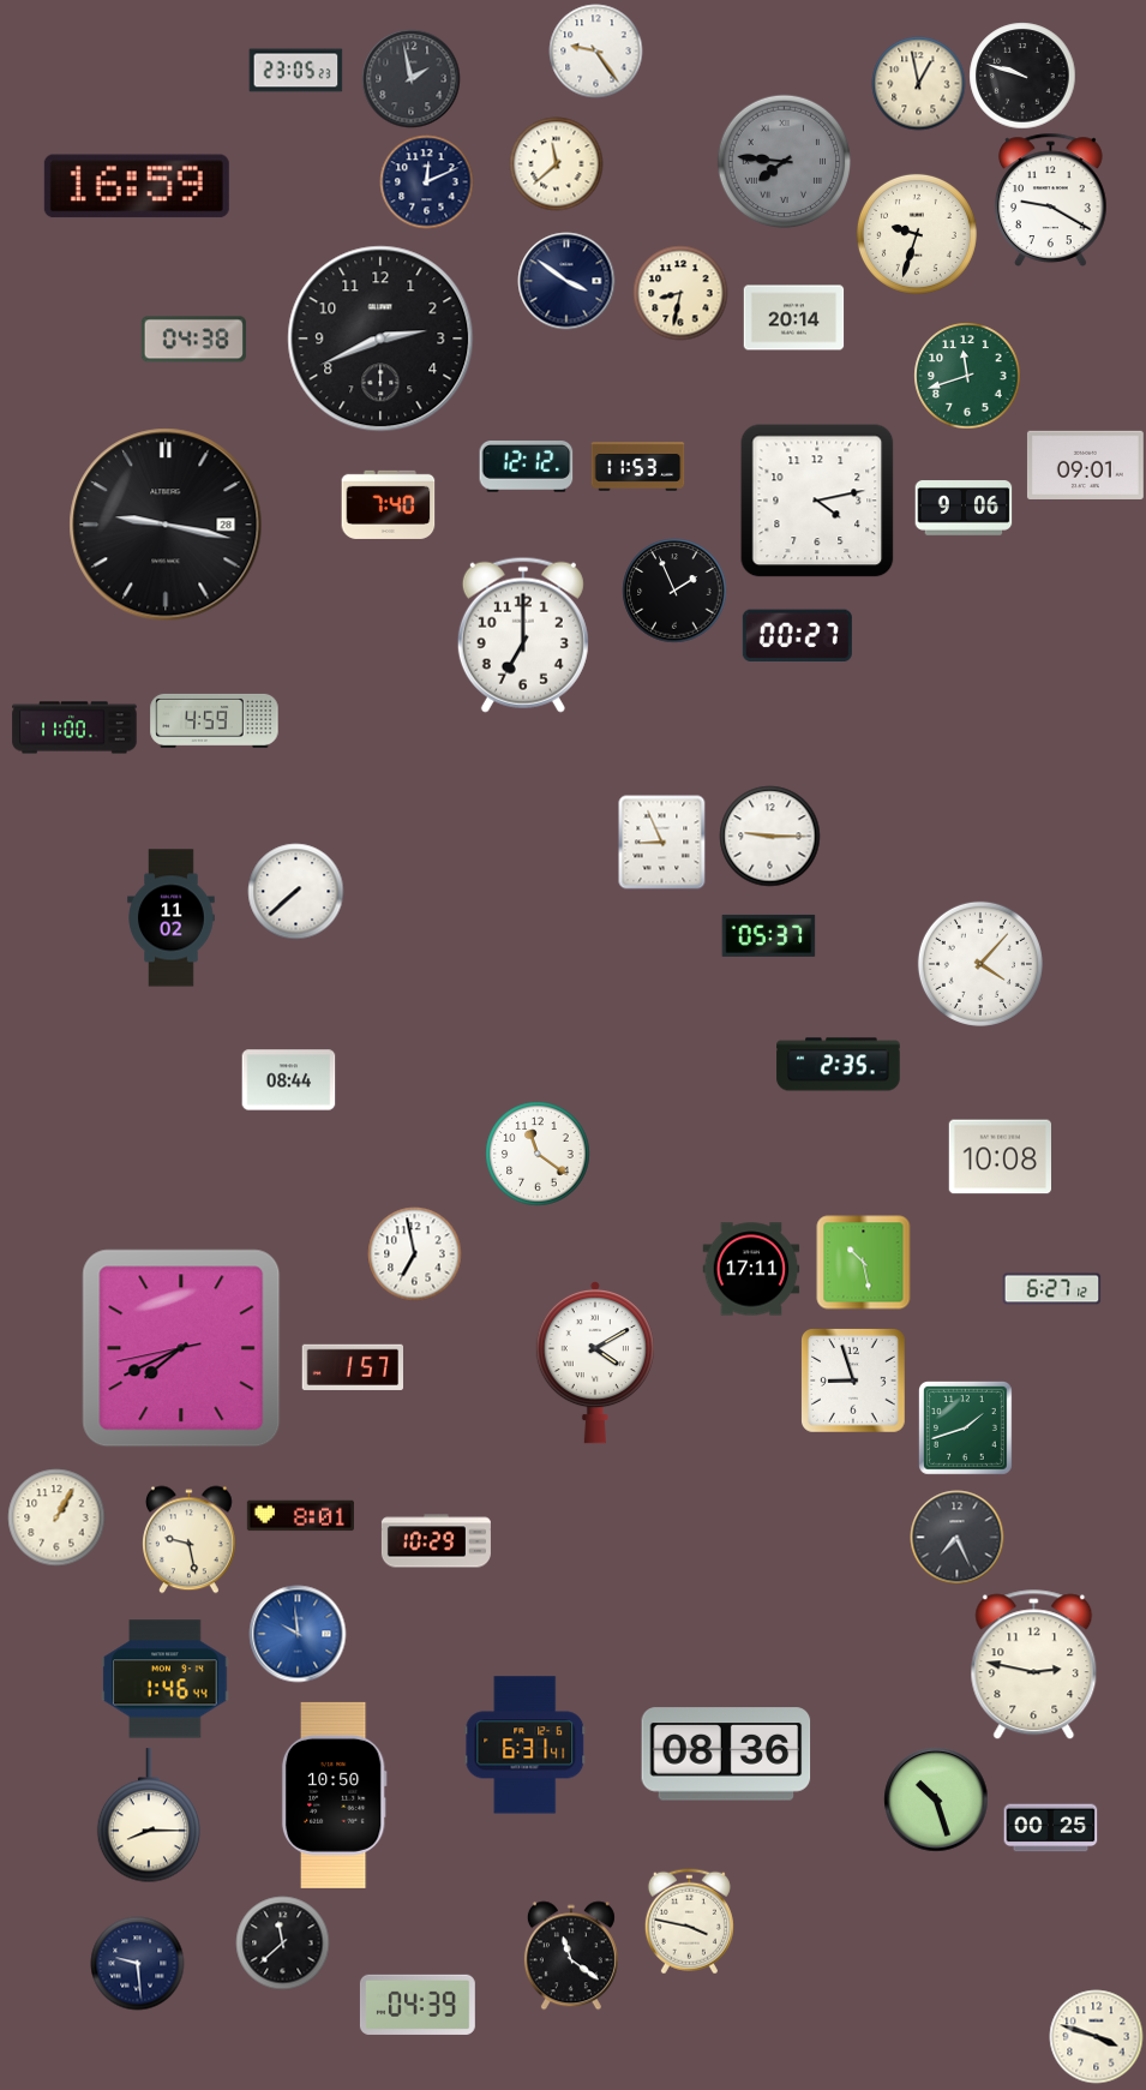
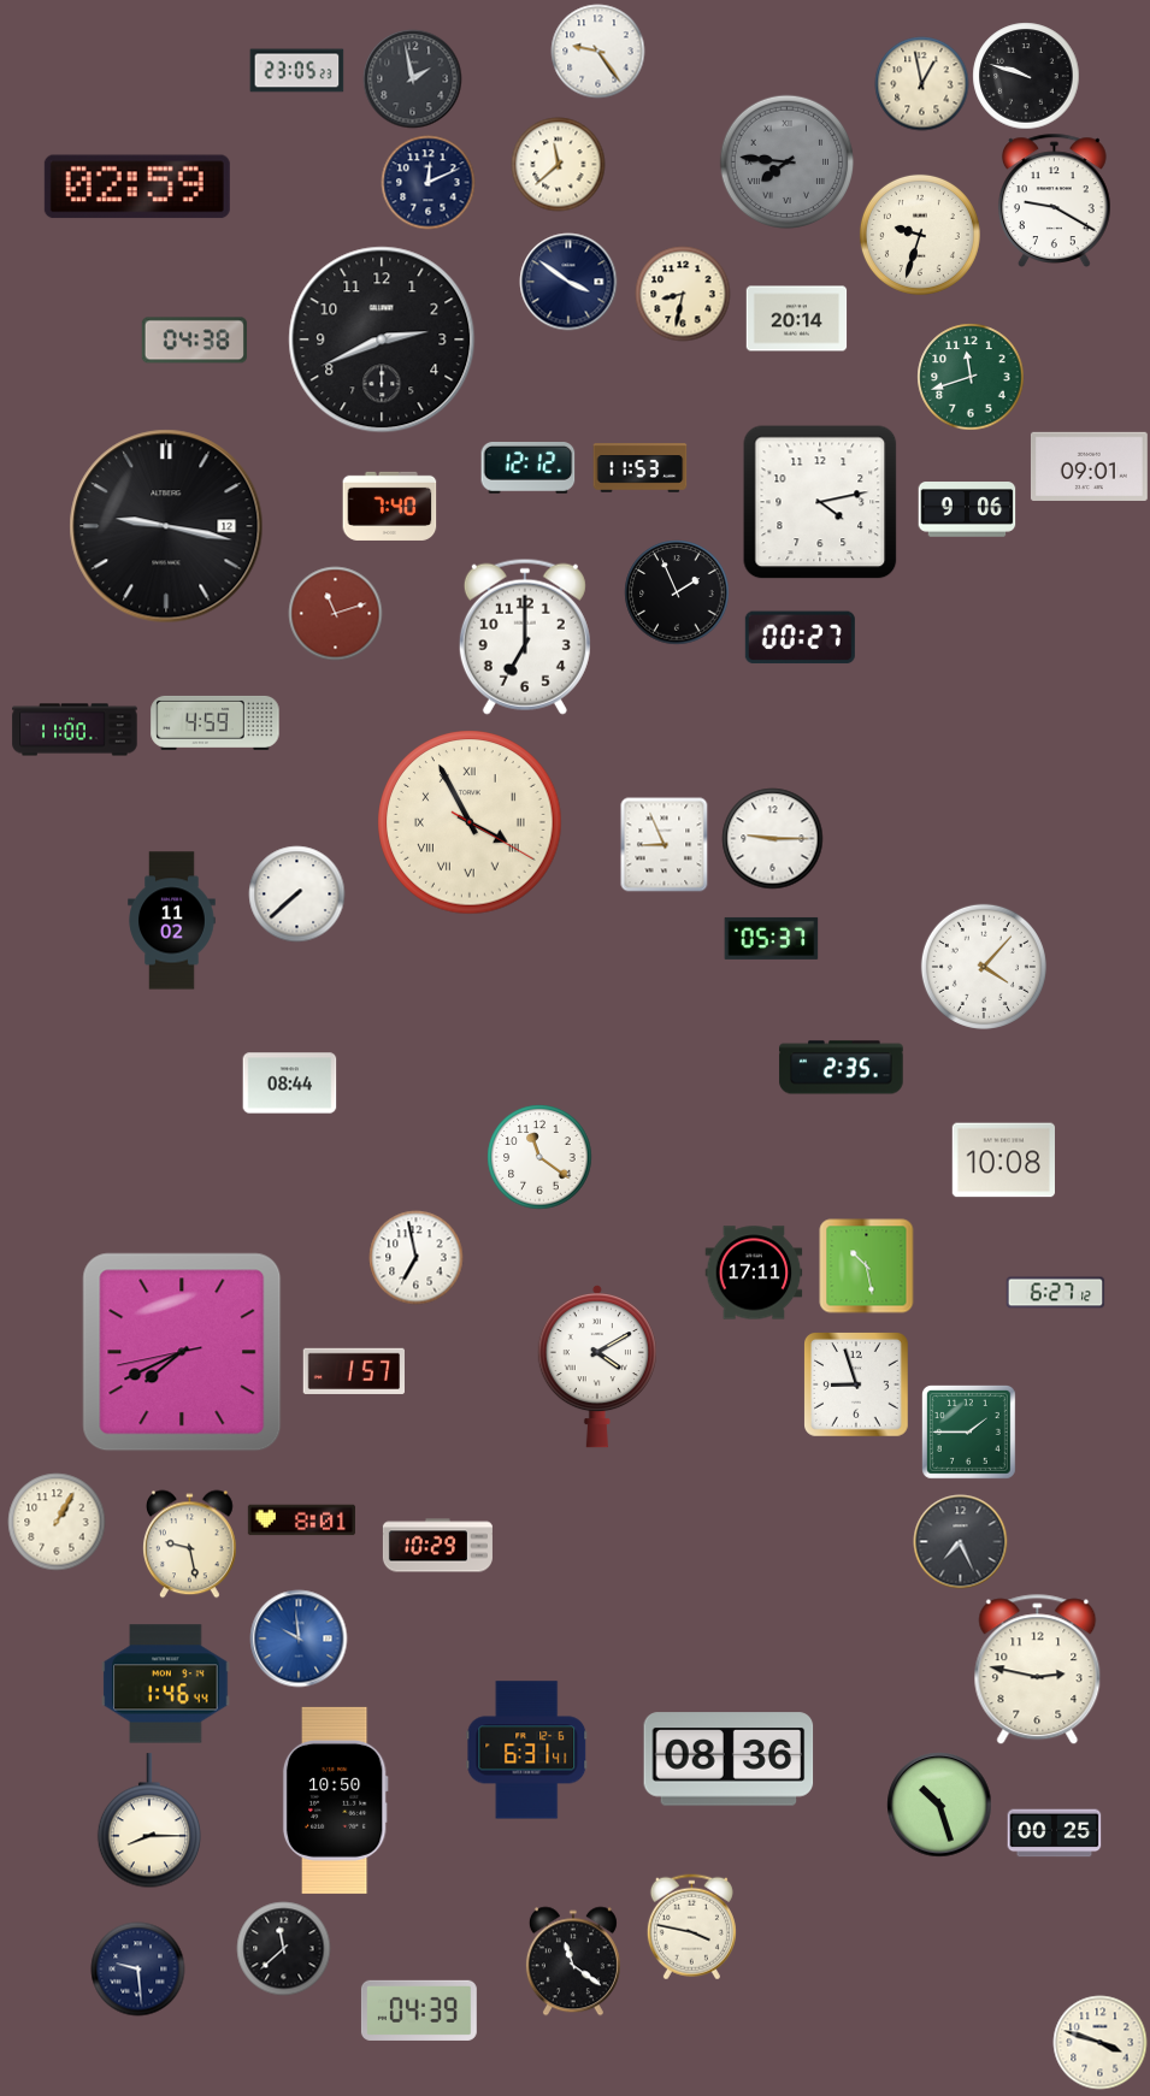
clock at (137, 186): 16:59 -> 02:59
clock at (166, 525) date: 28 -> 12
clock at (335, 613): none -> 11:12
clock at (470, 822): none -> 3:55
clock at (966, 1429): 1:42 -> 1:45
